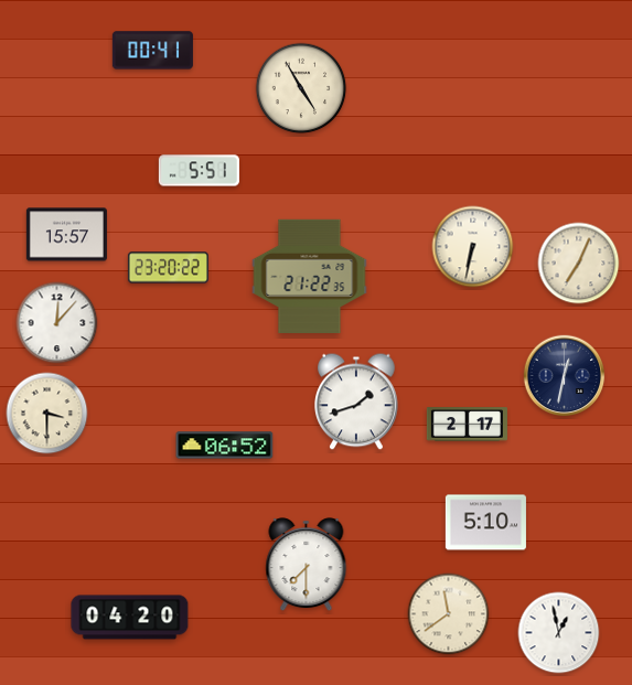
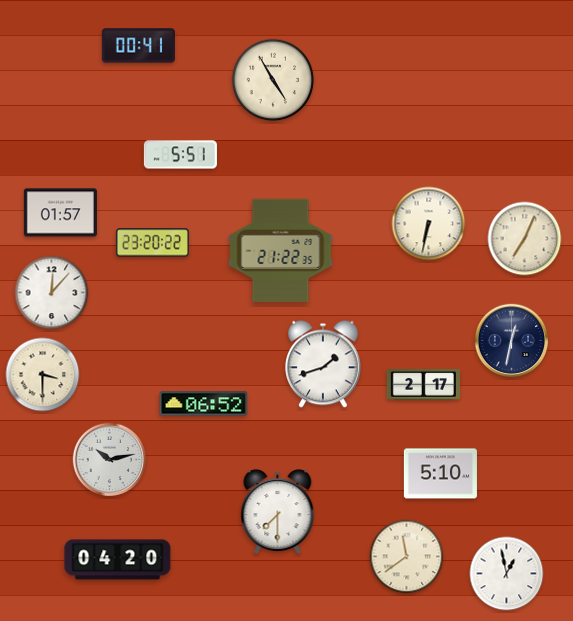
clock at (66, 235): 15:57 -> 01:57
clock at (110, 460): none -> 10:13
